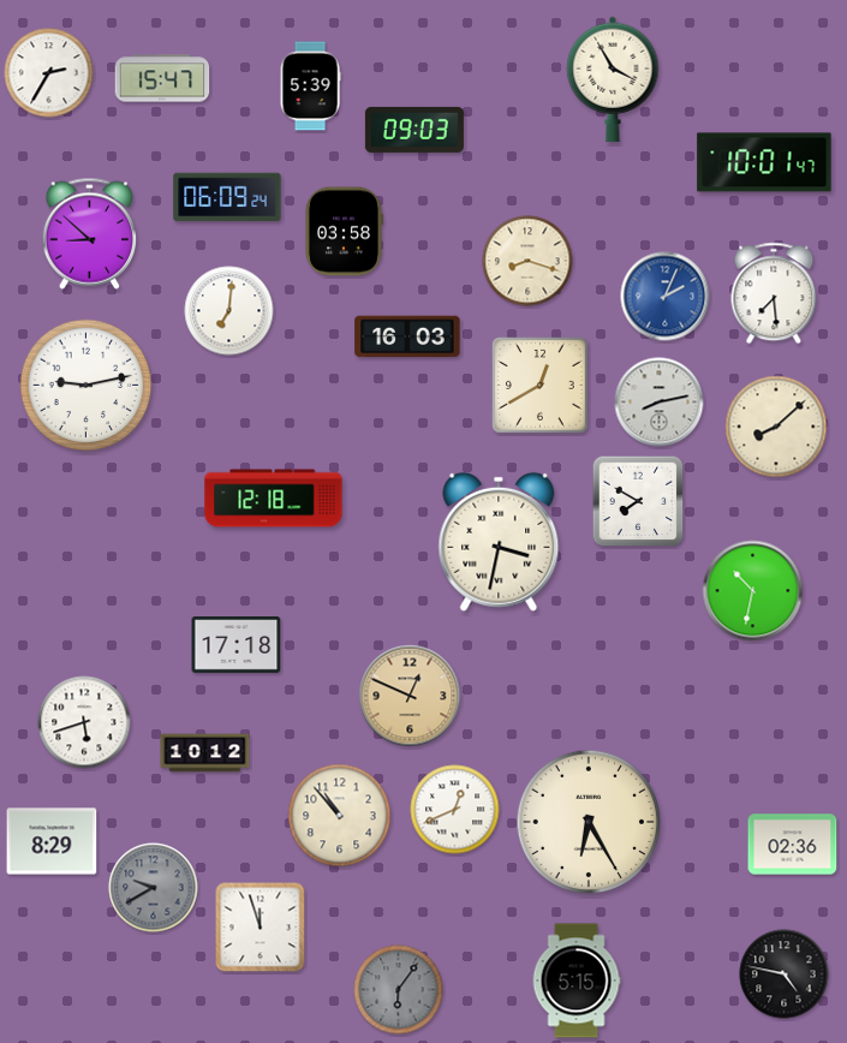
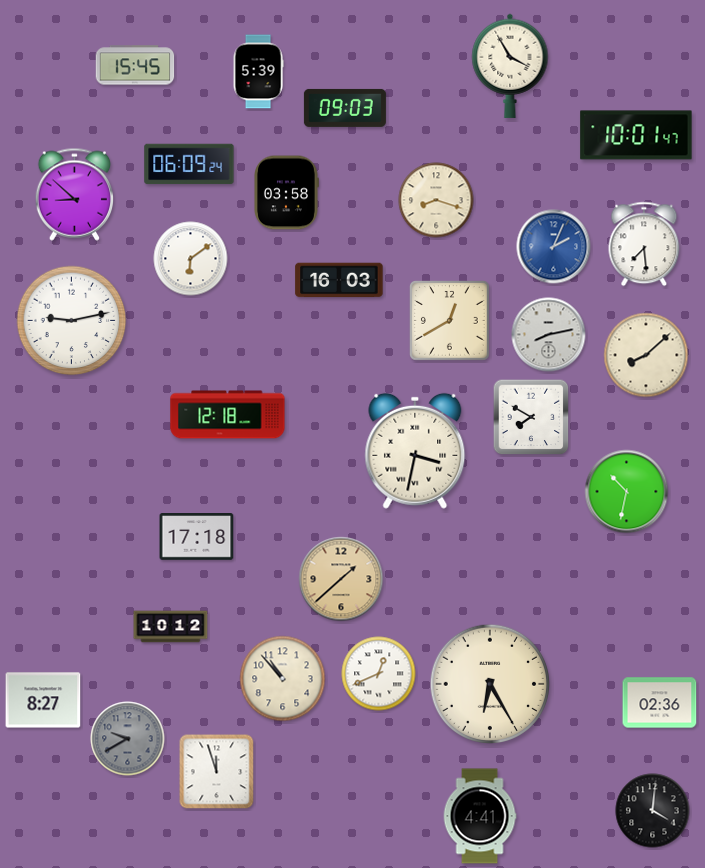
clock at (49, 73): 2:35 -> none
clock at (162, 78): 15:47 -> 15:45
clock at (527, 261) position: (527, 261) -> (436, 200)
clock at (229, 311): 7:01 -> 6:09
clock at (410, 696): 12:49 -> 1:38
clock at (84, 722): 5:42 -> none
clock at (52, 841): 8:29 -> 8:27
clock at (785, 975): 4:47 -> 4:01
clock at (577, 981): 5:15 -> 4:41
clock at (399, 990): 6:06 -> none
